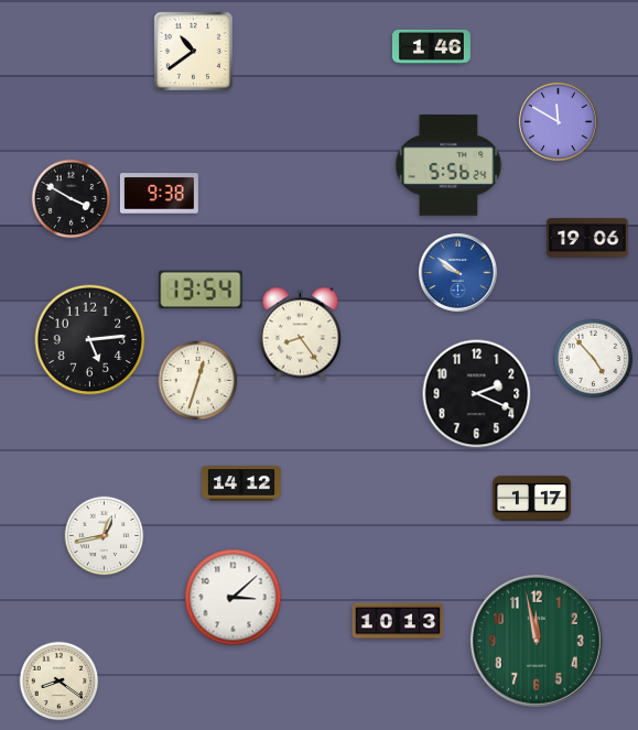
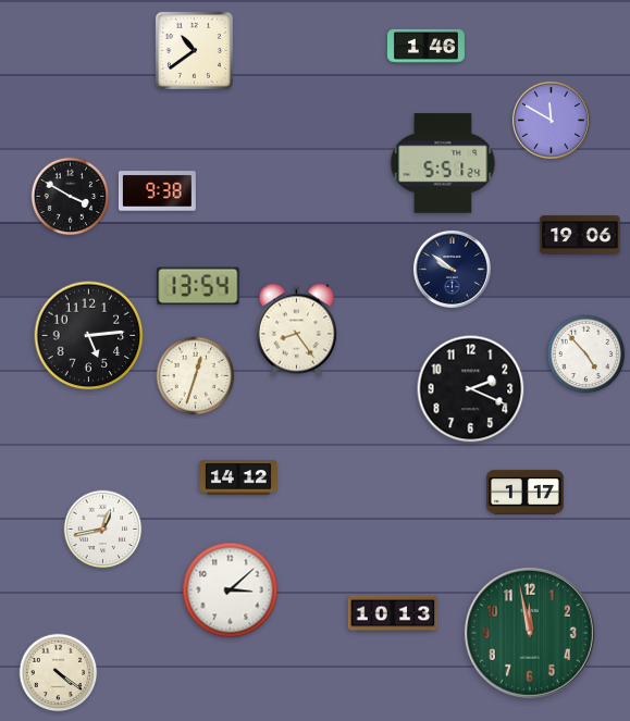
clock at (193, 51) position: (193, 51) -> (194, 50)
clock at (448, 165): 5:56 -> 5:51
clock at (457, 272) dial: blue -> navy
clock at (60, 682): 8:21 -> 4:21
